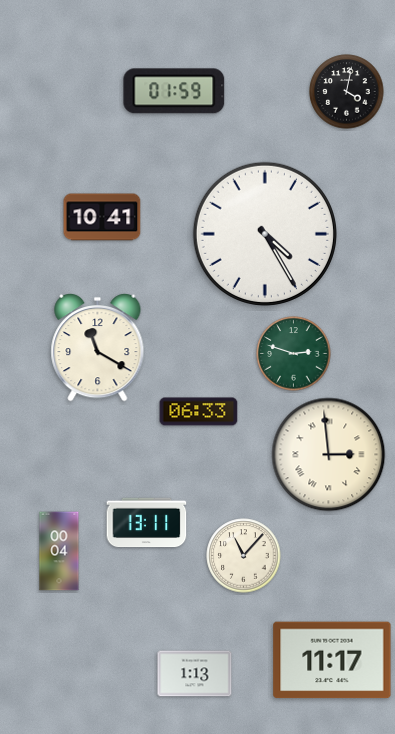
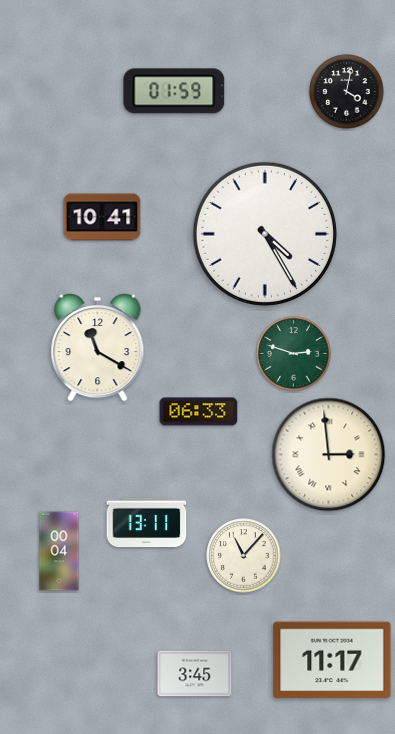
clock at (195, 674): 1:13 -> 3:45
